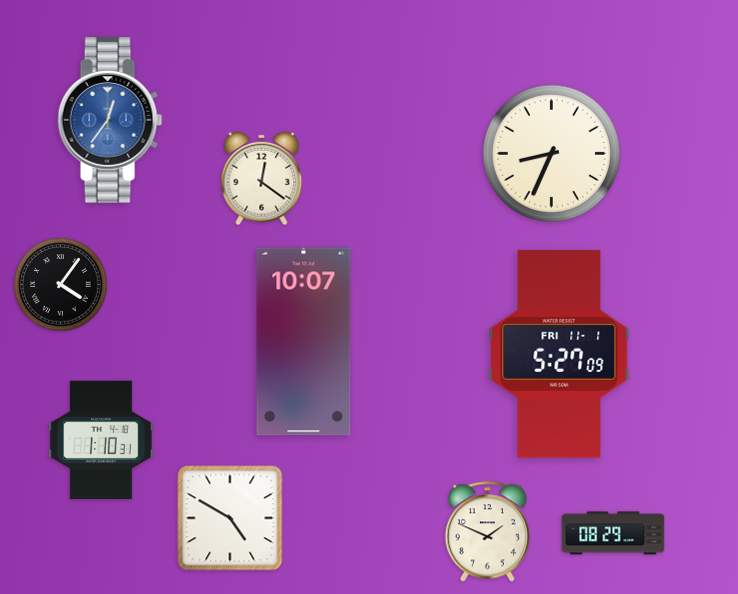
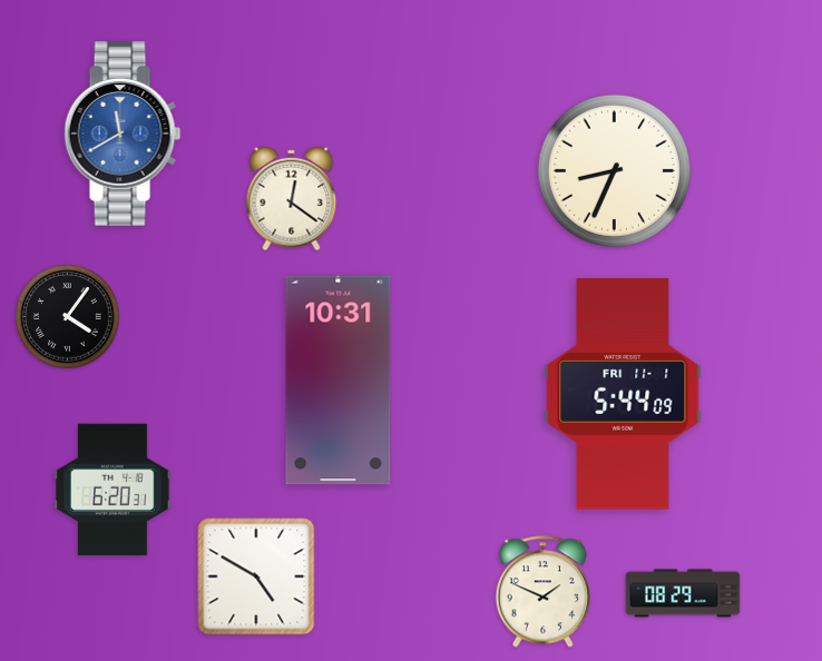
clock at (110, 120): 12:36 -> 11:40
clock at (304, 342): 10:07 -> 10:31
clock at (559, 354): 5:27 -> 5:44
clock at (101, 440): 1:10 -> 6:20
